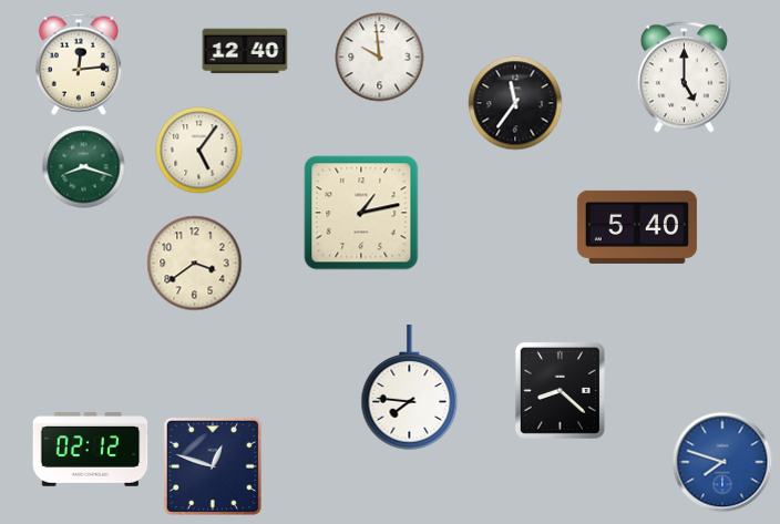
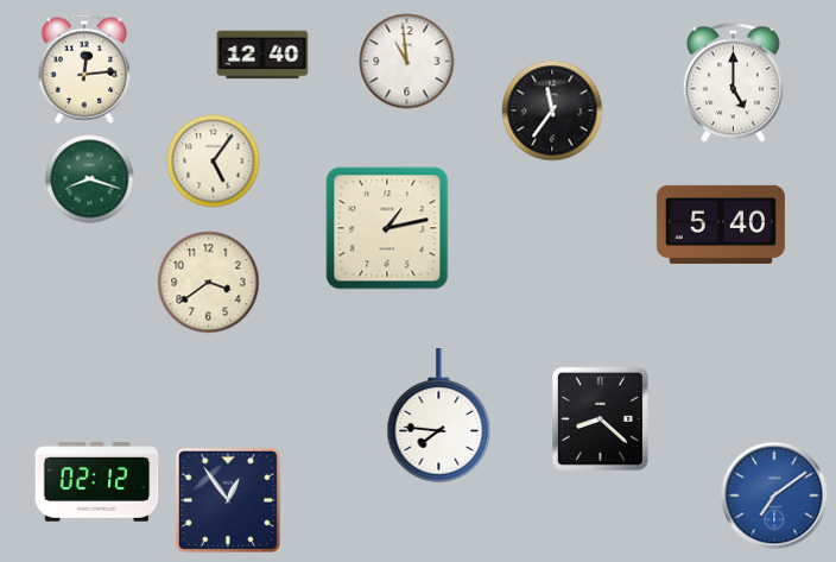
clock at (380, 58): 9:59 -> 10:59
clock at (637, 227) position: (637, 227) -> (721, 225)
clock at (722, 462): 7:48 -> 7:09
clock at (213, 466): 12:48 -> 12:54
